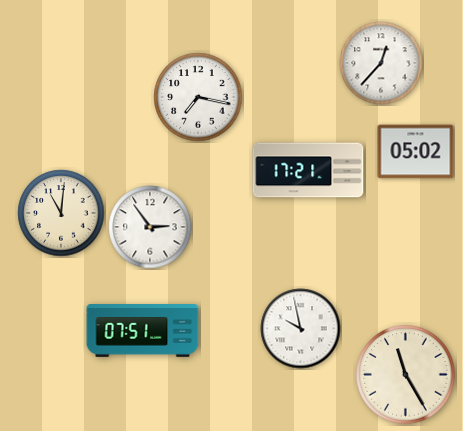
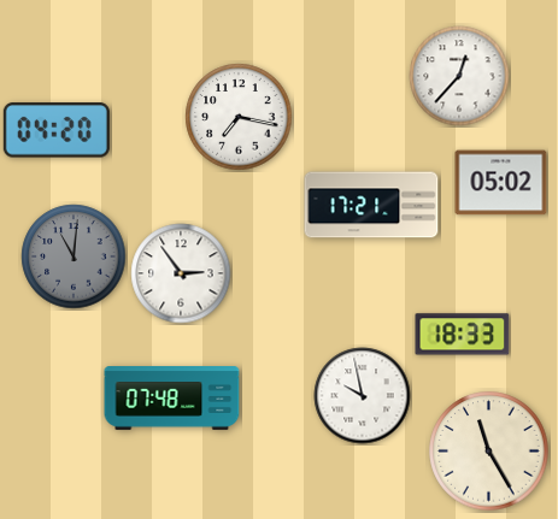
clock at (57, 130): none -> 04:20
clock at (61, 213) dial: cream -> grey
clock at (463, 335): none -> 18:33
clock at (143, 331): 07:51 -> 07:48
